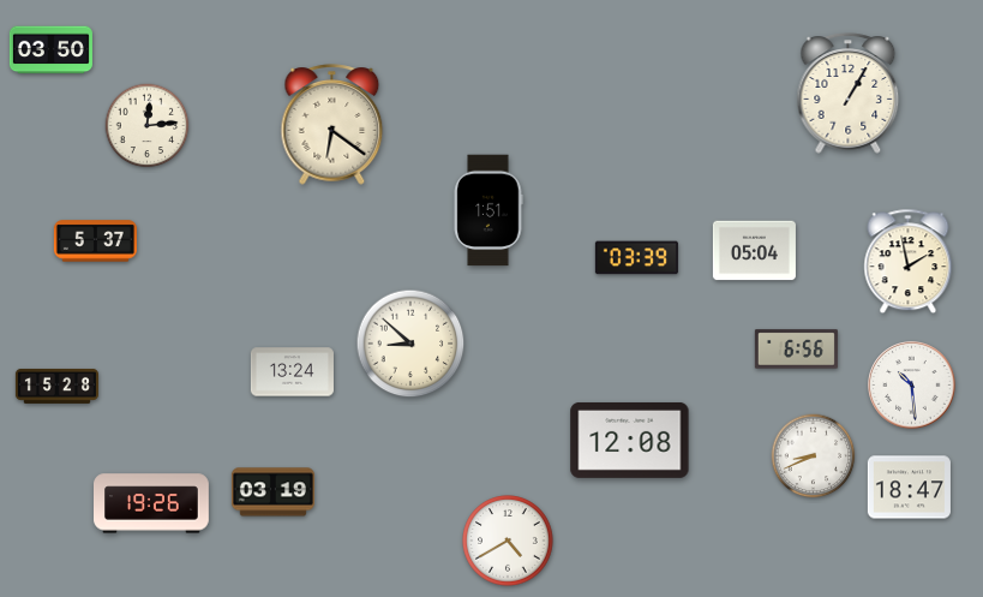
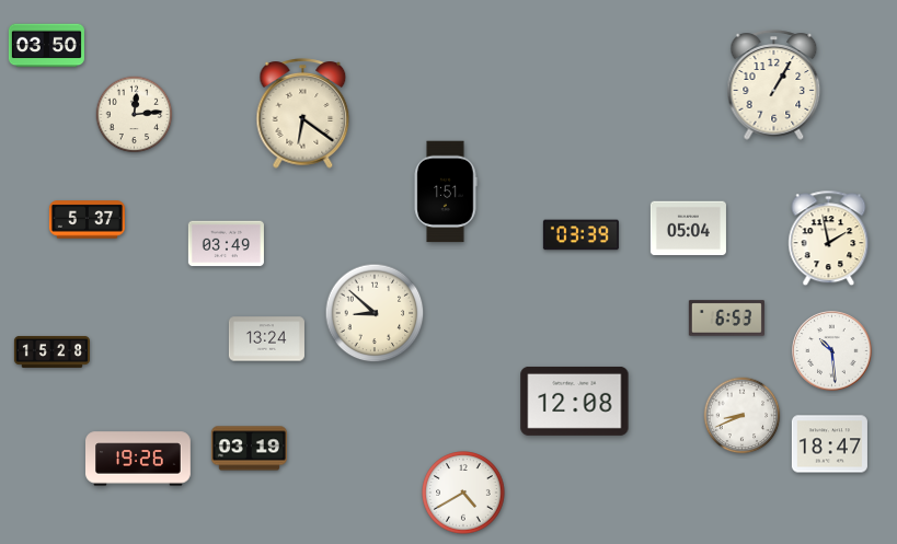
clock at (226, 244): none -> 03:49
clock at (796, 350): 6:56 -> 6:53
